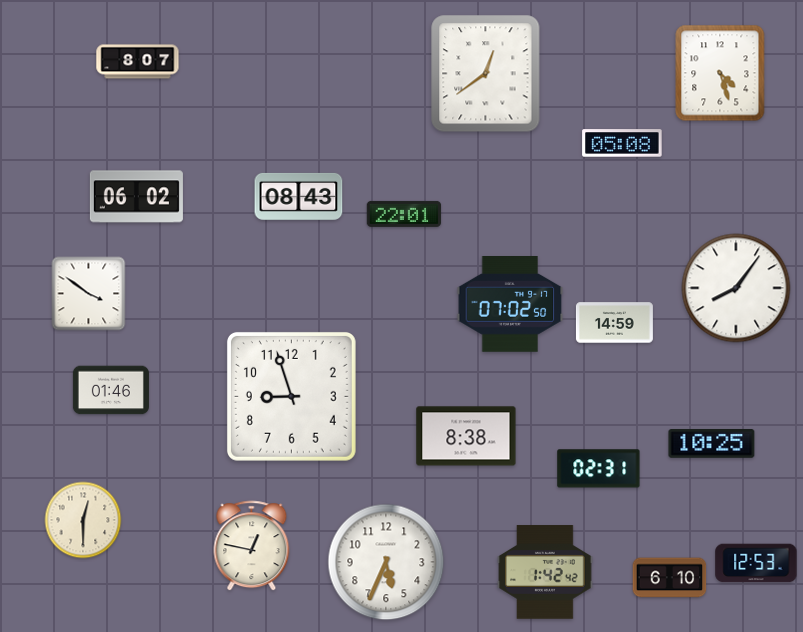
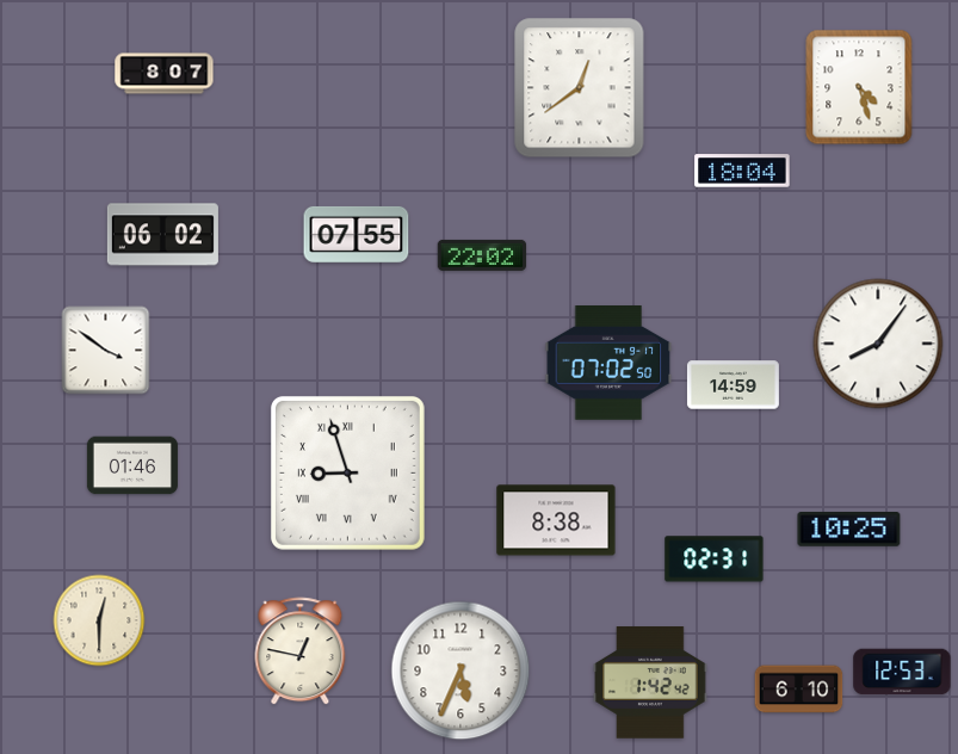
clock at (622, 143): 05:08 -> 18:04
clock at (299, 196): 08:43 -> 07:55
clock at (404, 214): 22:01 -> 22:02
clock at (291, 396) numerals: Arabic -> Roman
